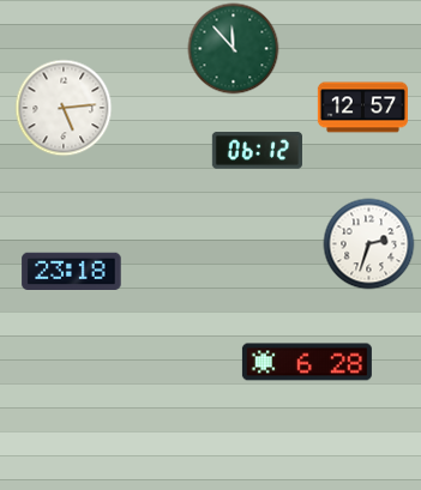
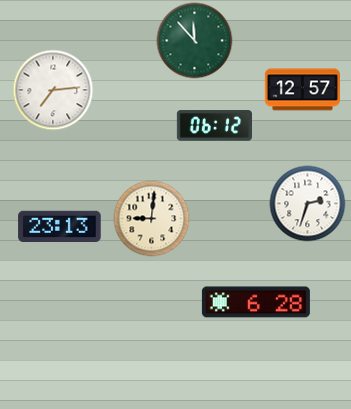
clock at (64, 108): 5:14 -> 7:14
clock at (152, 219): none -> 9:01
clock at (72, 271): 23:18 -> 23:13
